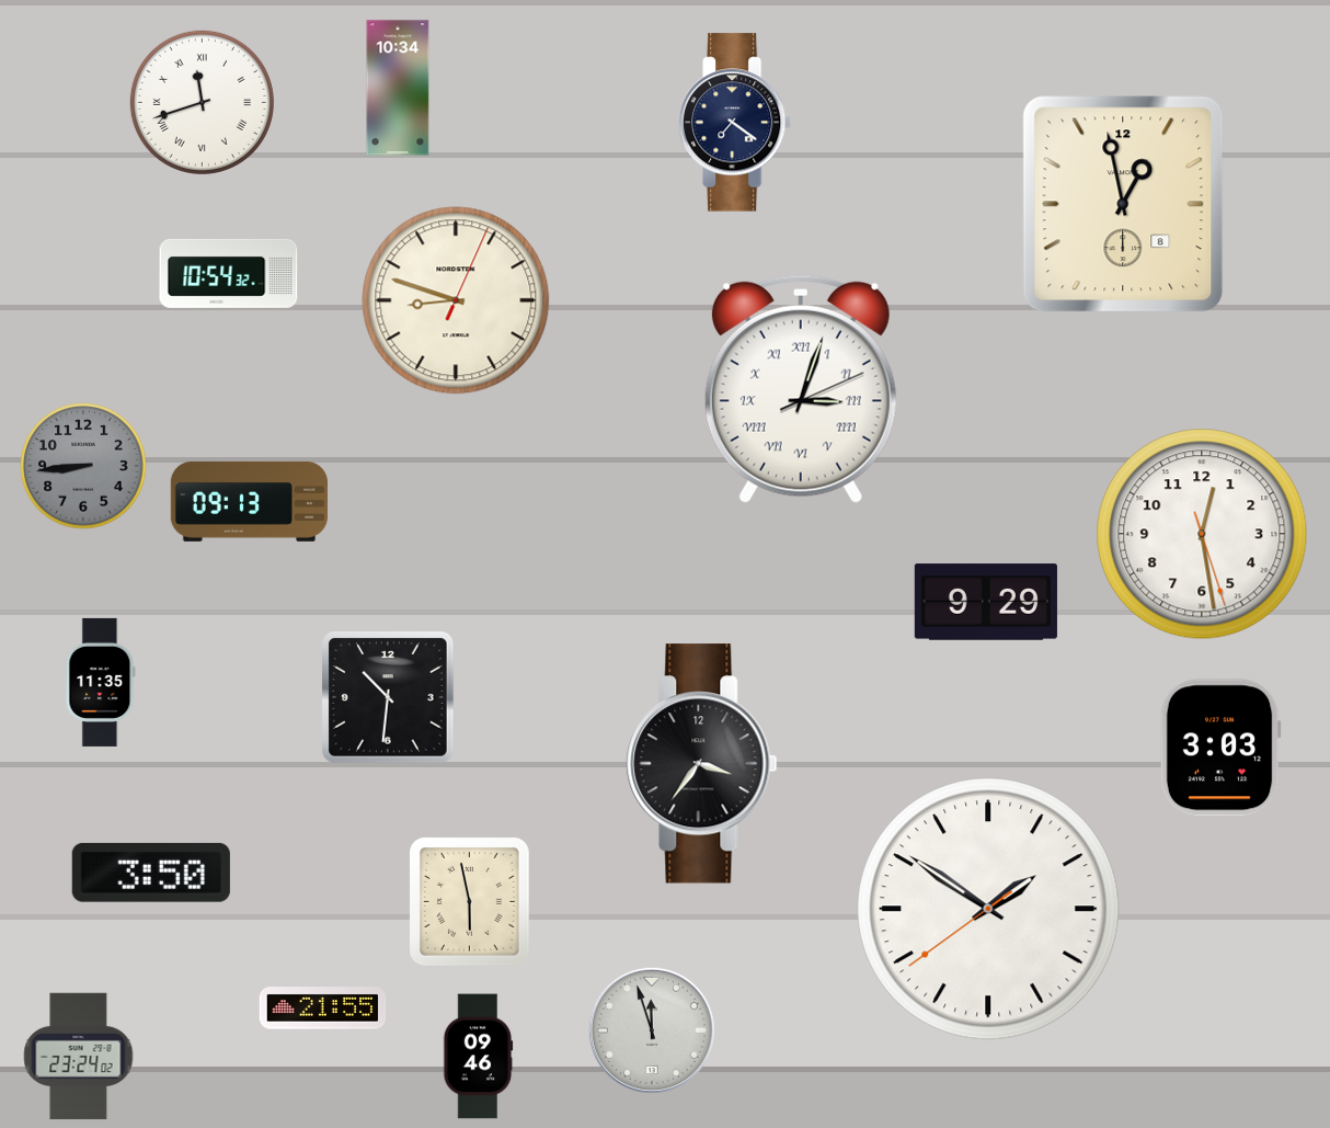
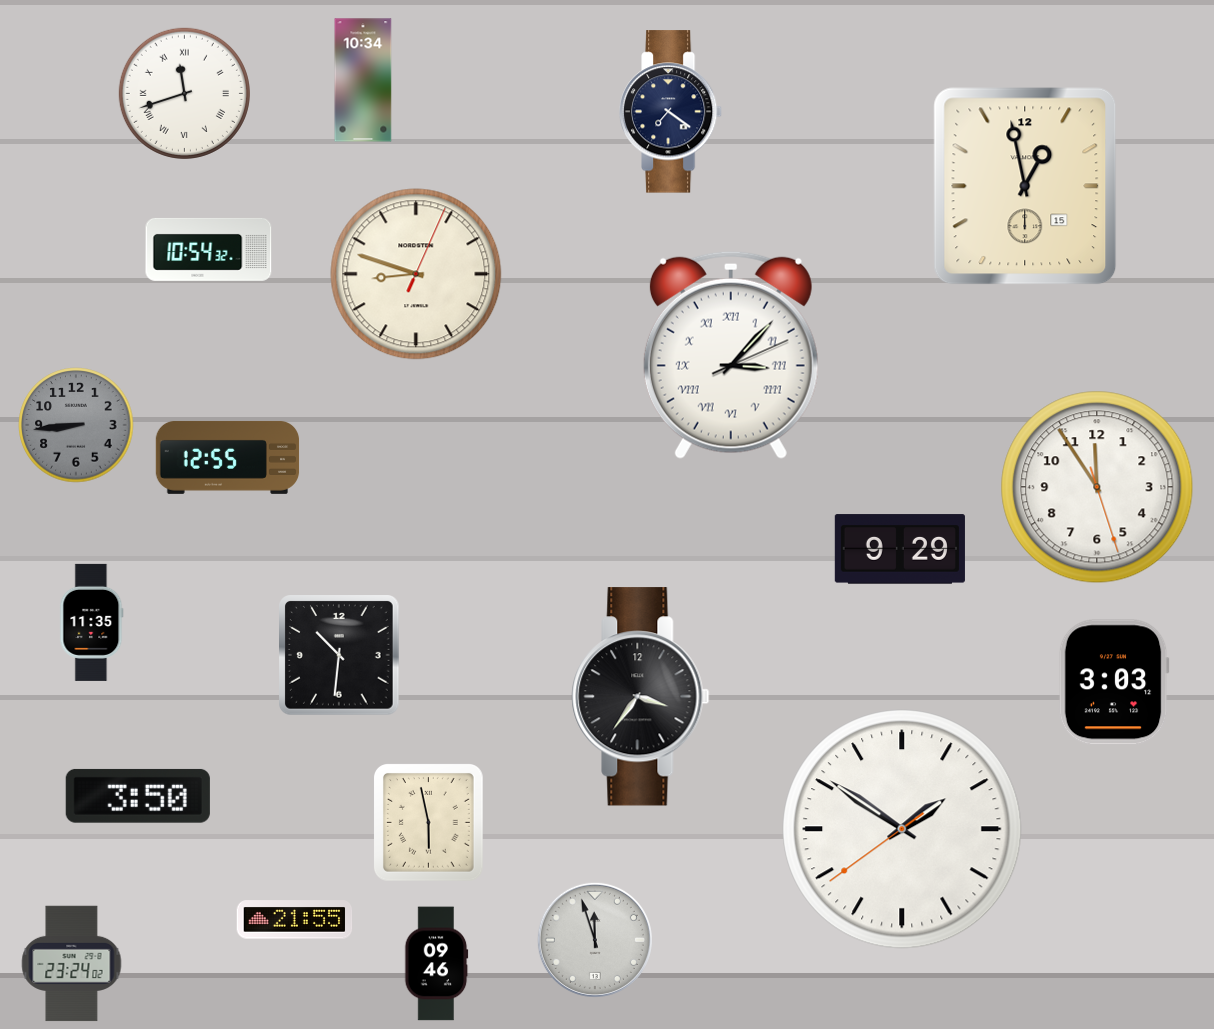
clock at (1123, 204) date: 8 -> 15
clock at (801, 389): 3:03 -> 3:07
clock at (250, 501): 09:13 -> 12:55
clock at (1202, 534): 12:28 -> 11:54
clock at (389, 698) position: (389, 698) -> (340, 656)
